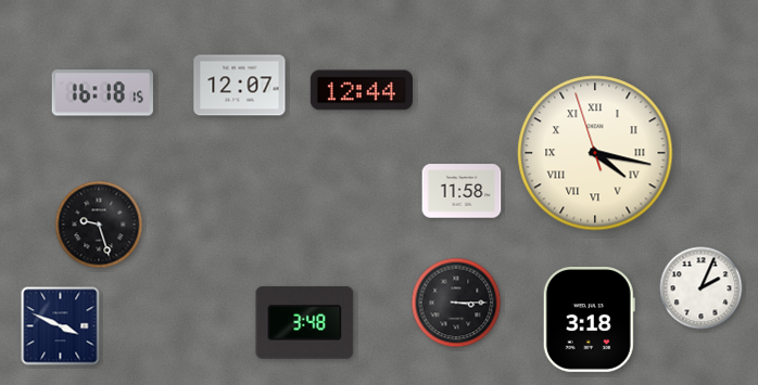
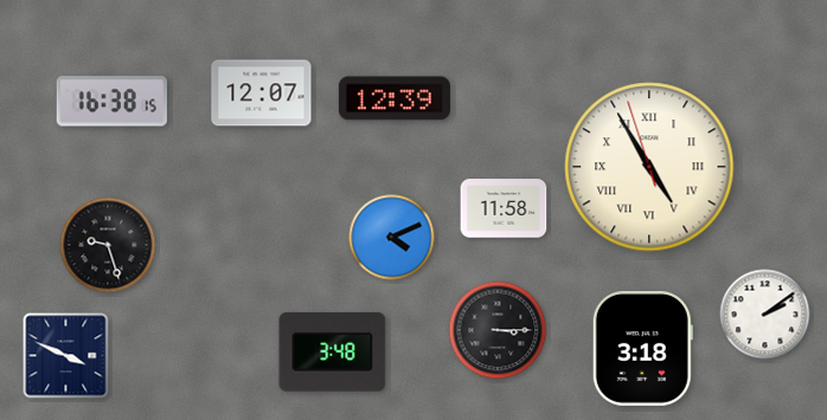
clock at (362, 90): 12:44 -> 12:39
clock at (102, 93): 16:18 -> 16:38
clock at (595, 153): 4:16 -> 4:54
clock at (392, 238): none -> 4:11
clock at (702, 288): 2:04 -> 2:09
